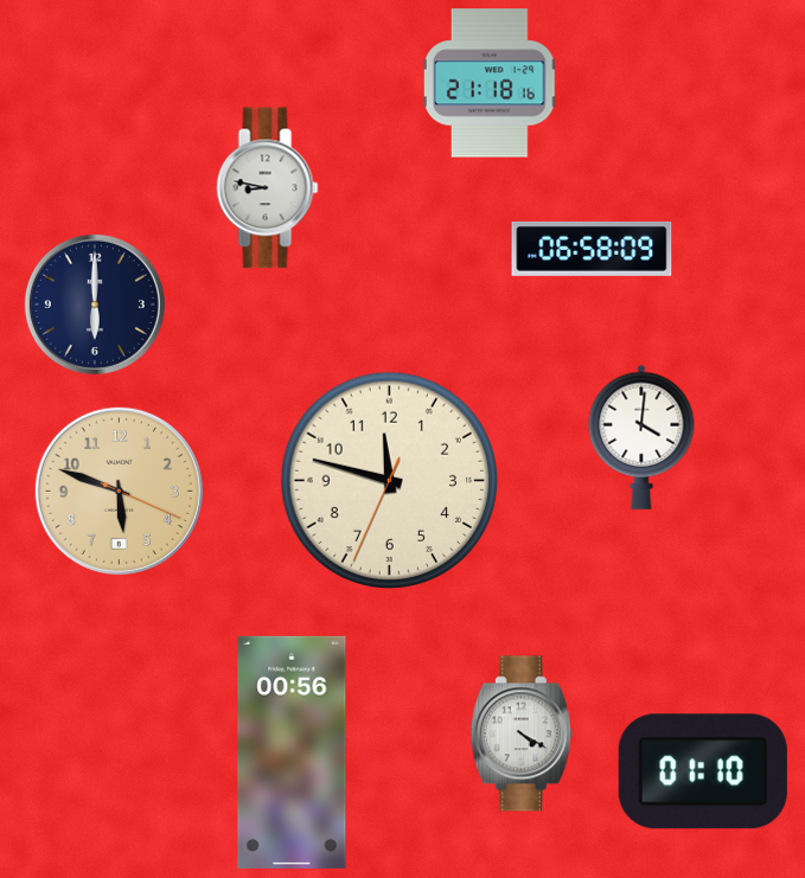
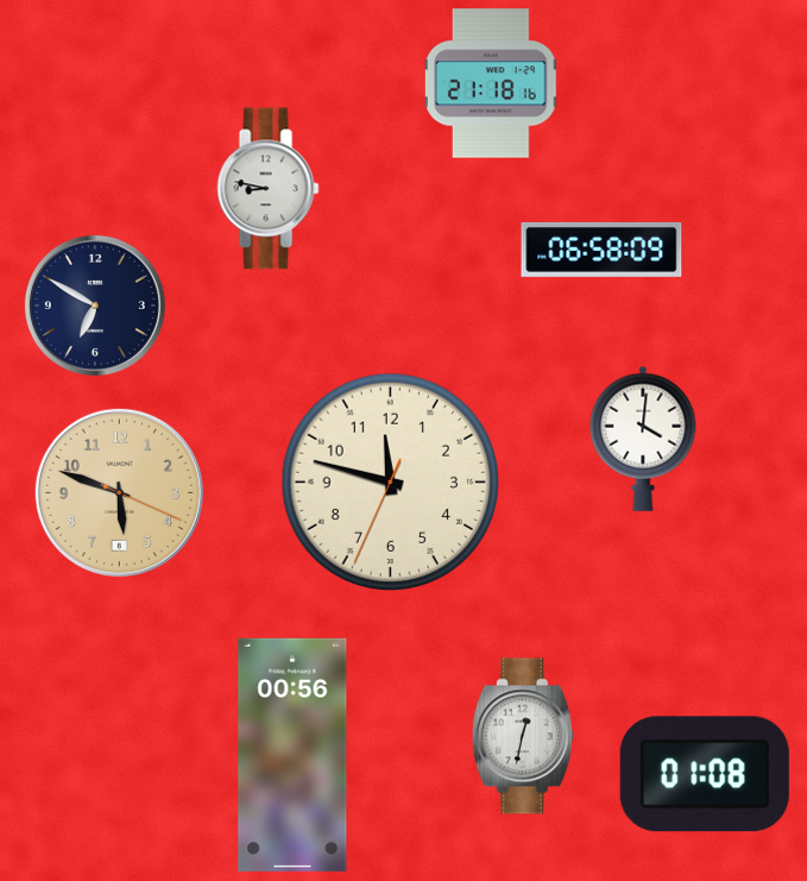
clock at (592, 249) position: (592, 249) -> (601, 250)
clock at (95, 305): 6:00 -> 6:50
clock at (522, 733): 4:20 -> 12:32
clock at (703, 771): 01:10 -> 01:08
